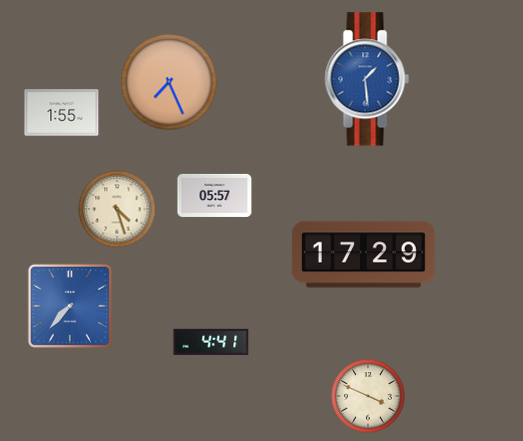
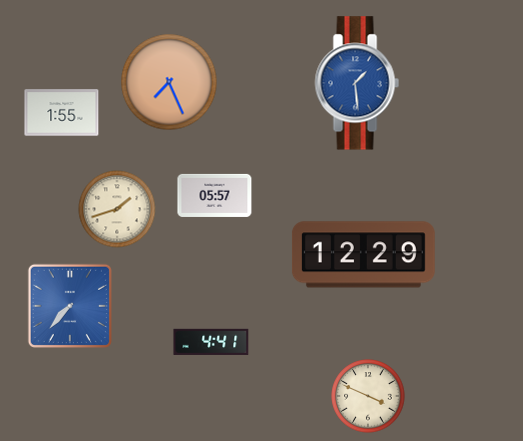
clock at (367, 79) position: (367, 79) -> (357, 83)
clock at (117, 209): 4:27 -> 1:42
clock at (363, 255): 17:29 -> 12:29
